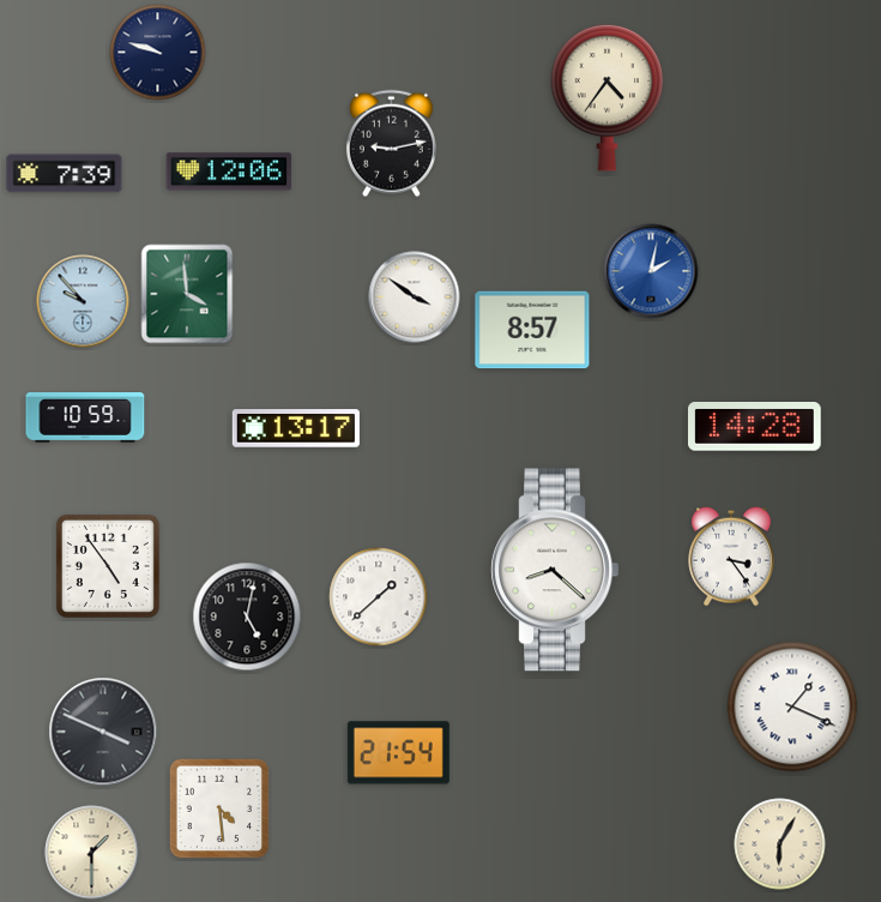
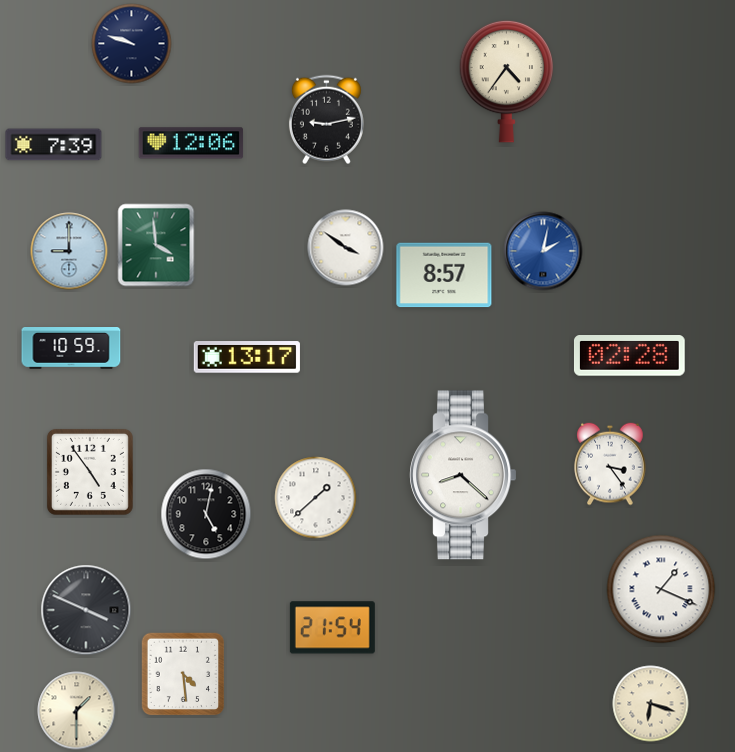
clock at (651, 271) position: (651, 271) -> (543, 251)
clock at (83, 301): 9:53 -> 9:00
clock at (754, 427): 14:28 -> 02:28
clock at (780, 844): 6:05 -> 6:18
